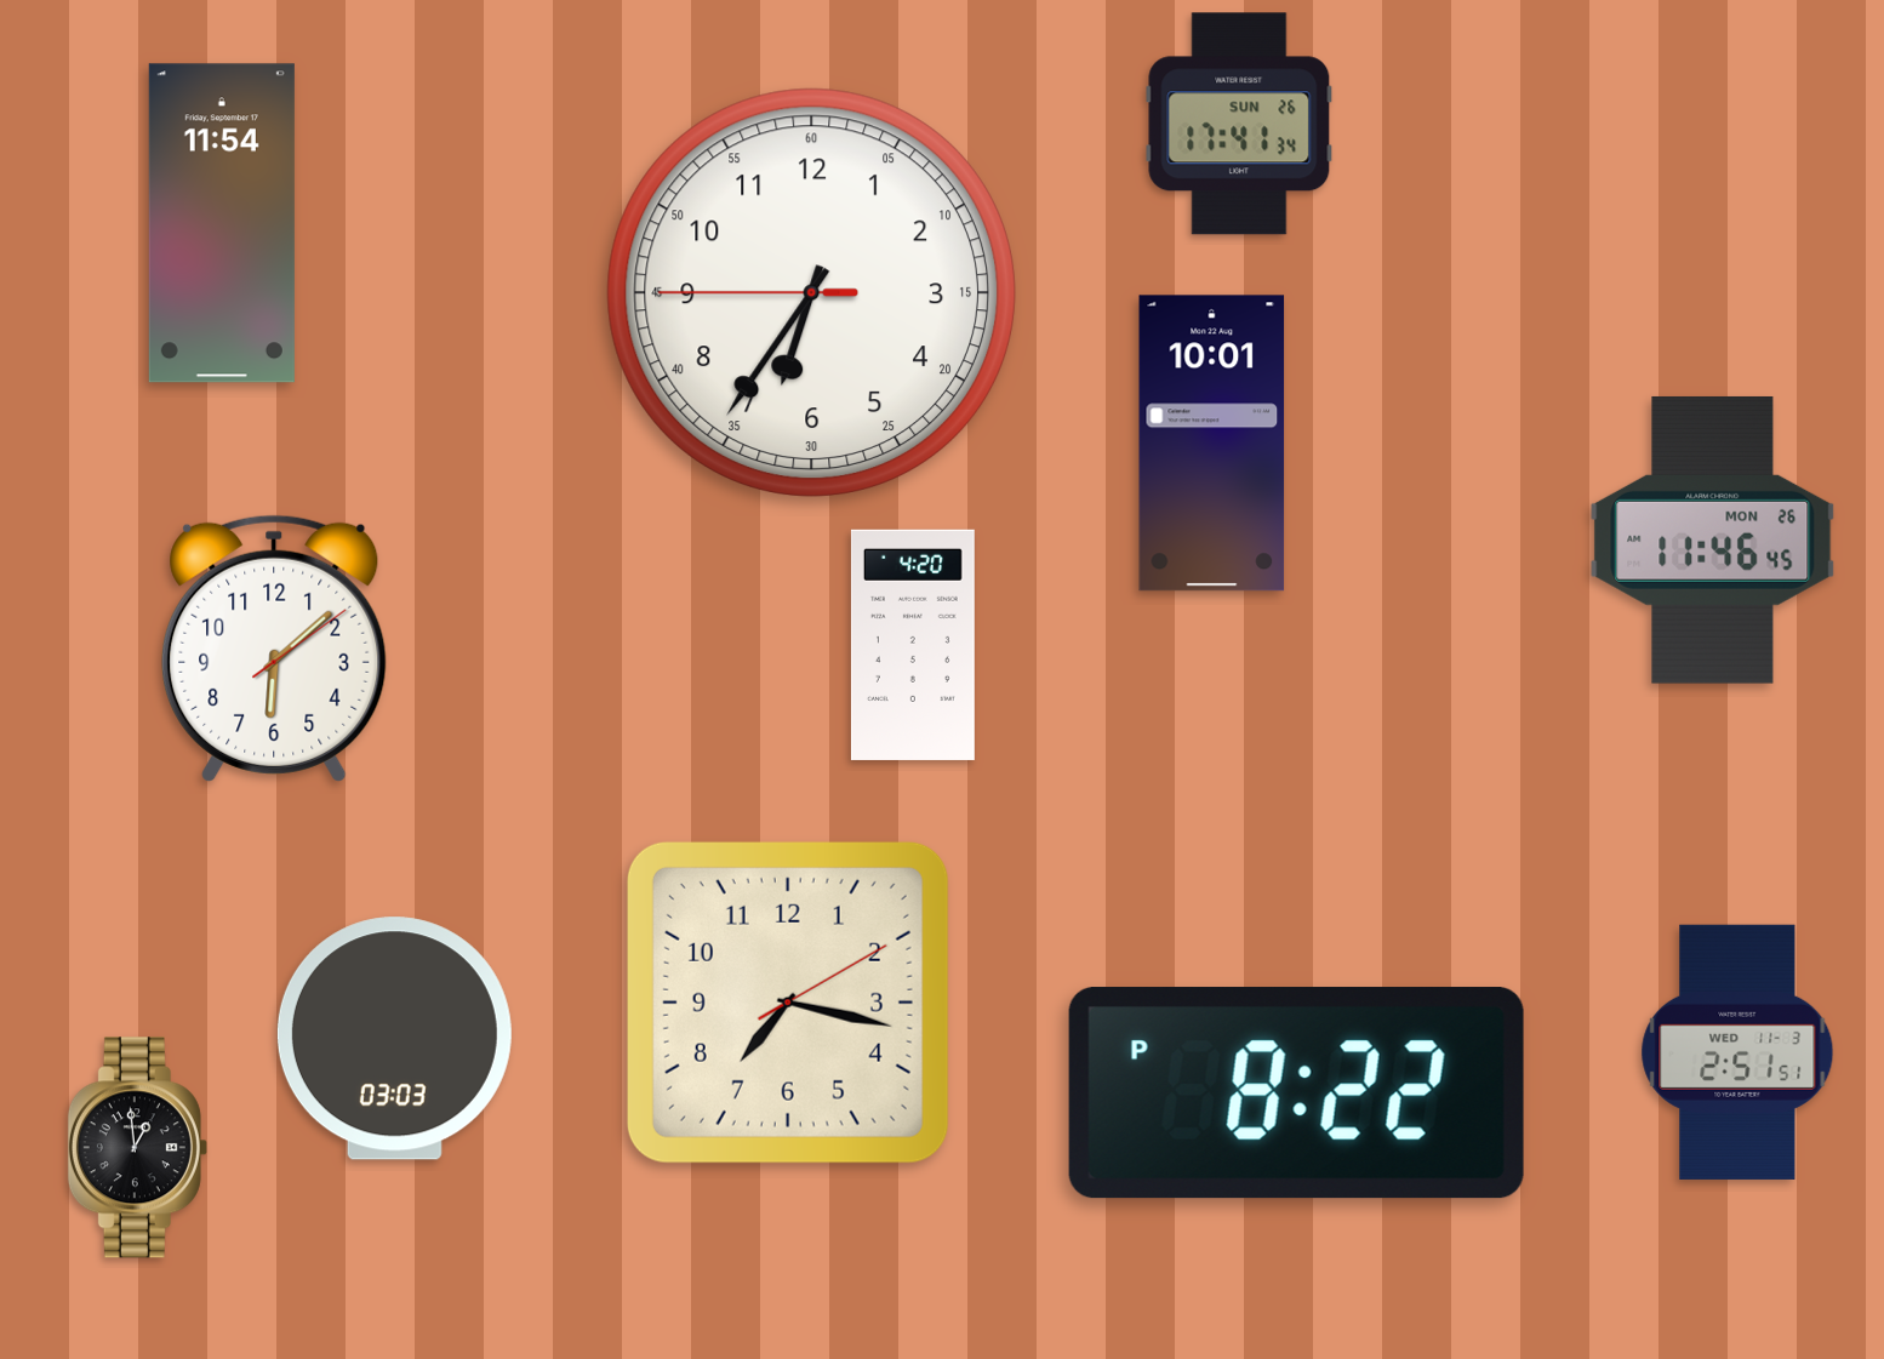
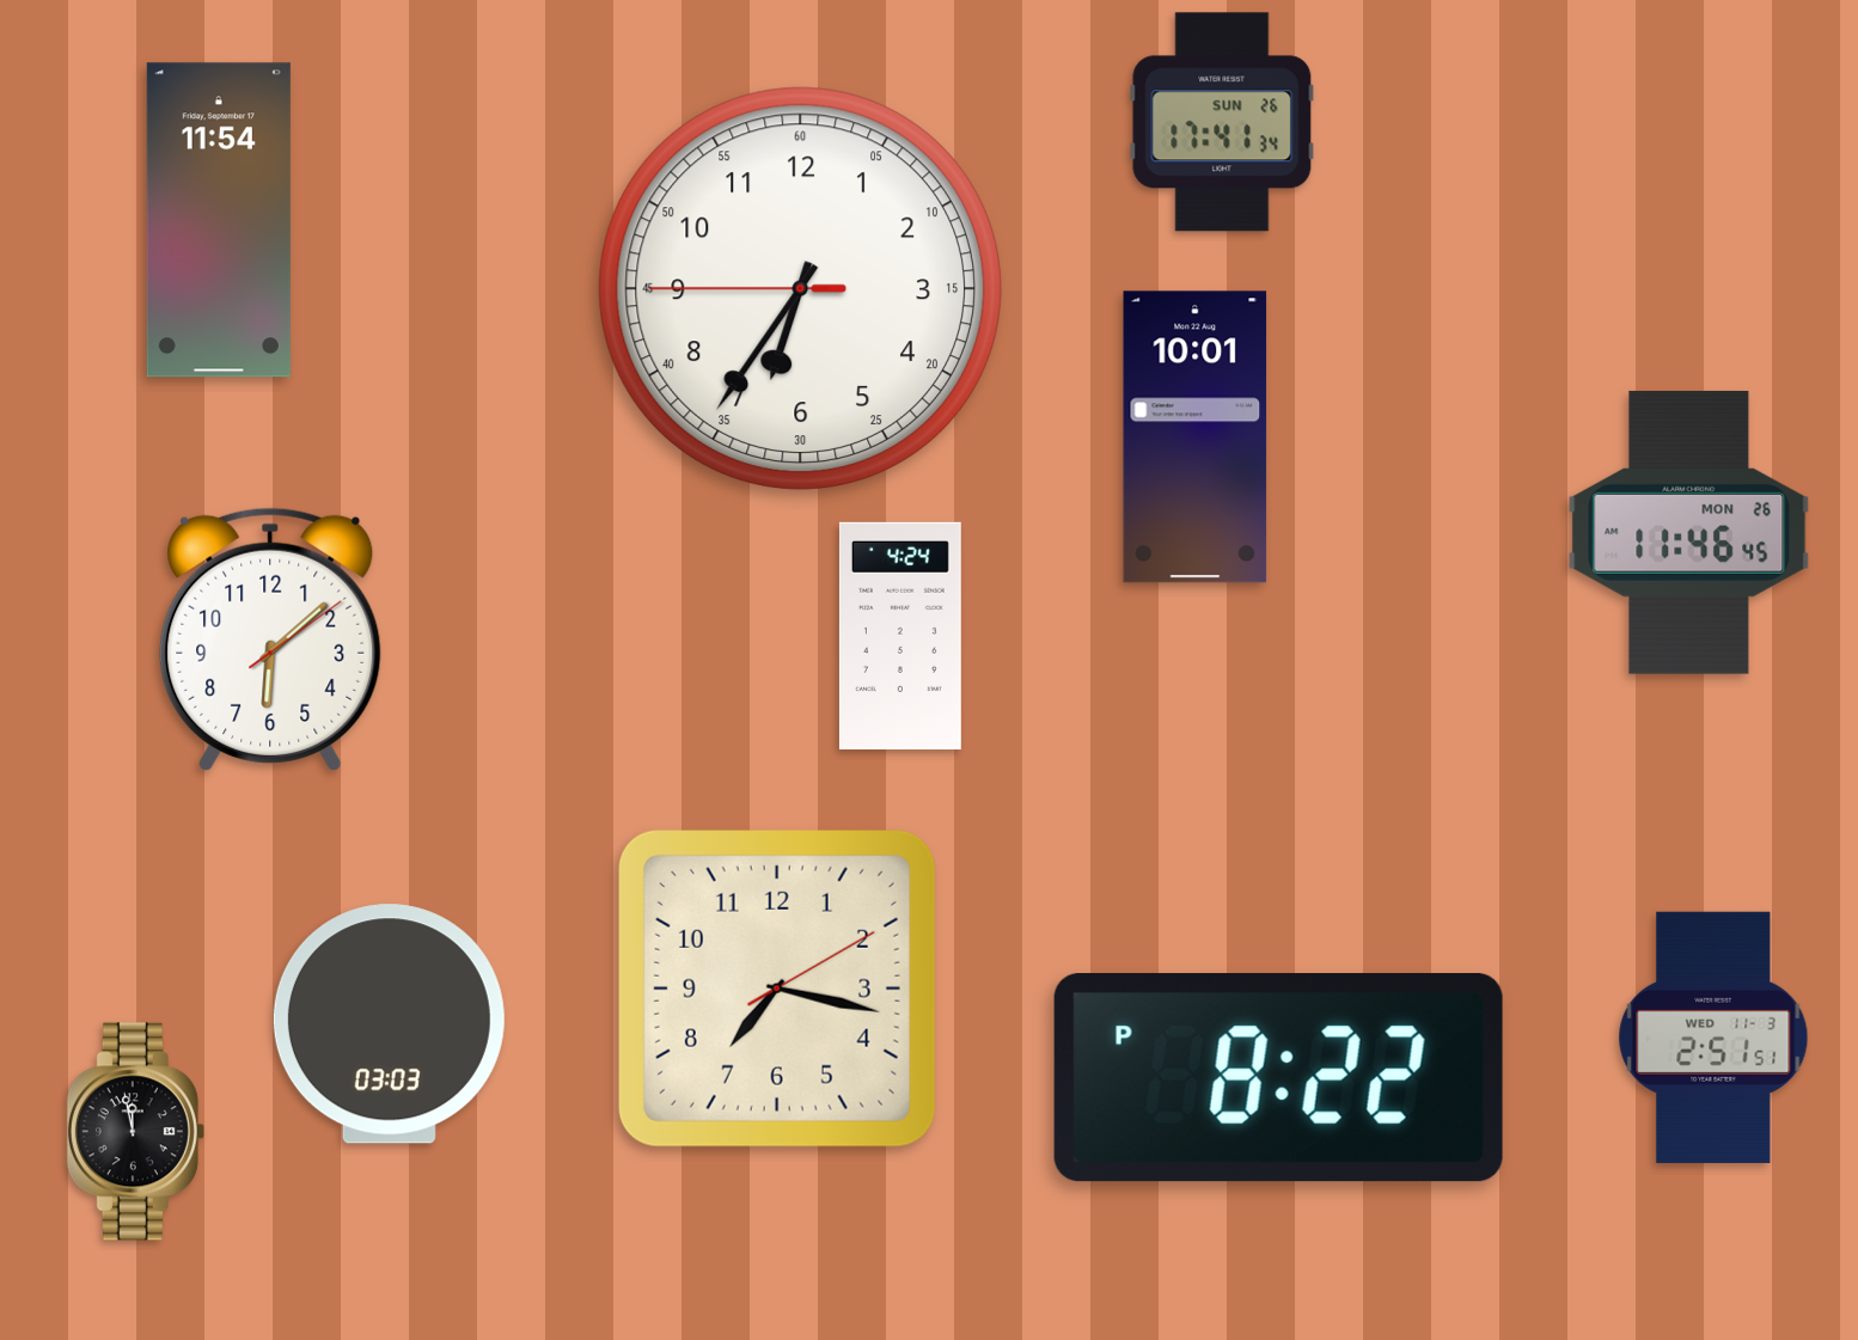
clock at (913, 645): 4:20 -> 4:24
clock at (137, 1148): 12:59 -> 11:58
